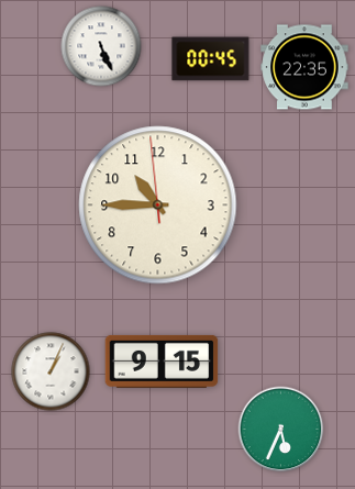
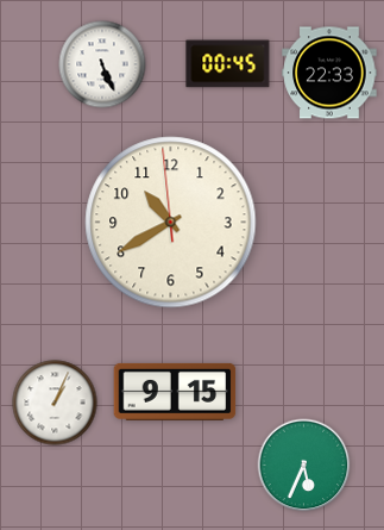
clock at (101, 46) position: (101, 46) -> (102, 64)
clock at (304, 67): 22:35 -> 22:33
clock at (158, 205): 10:44 -> 10:39
